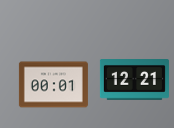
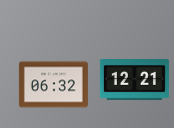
clock at (53, 85): 00:01 -> 06:32
